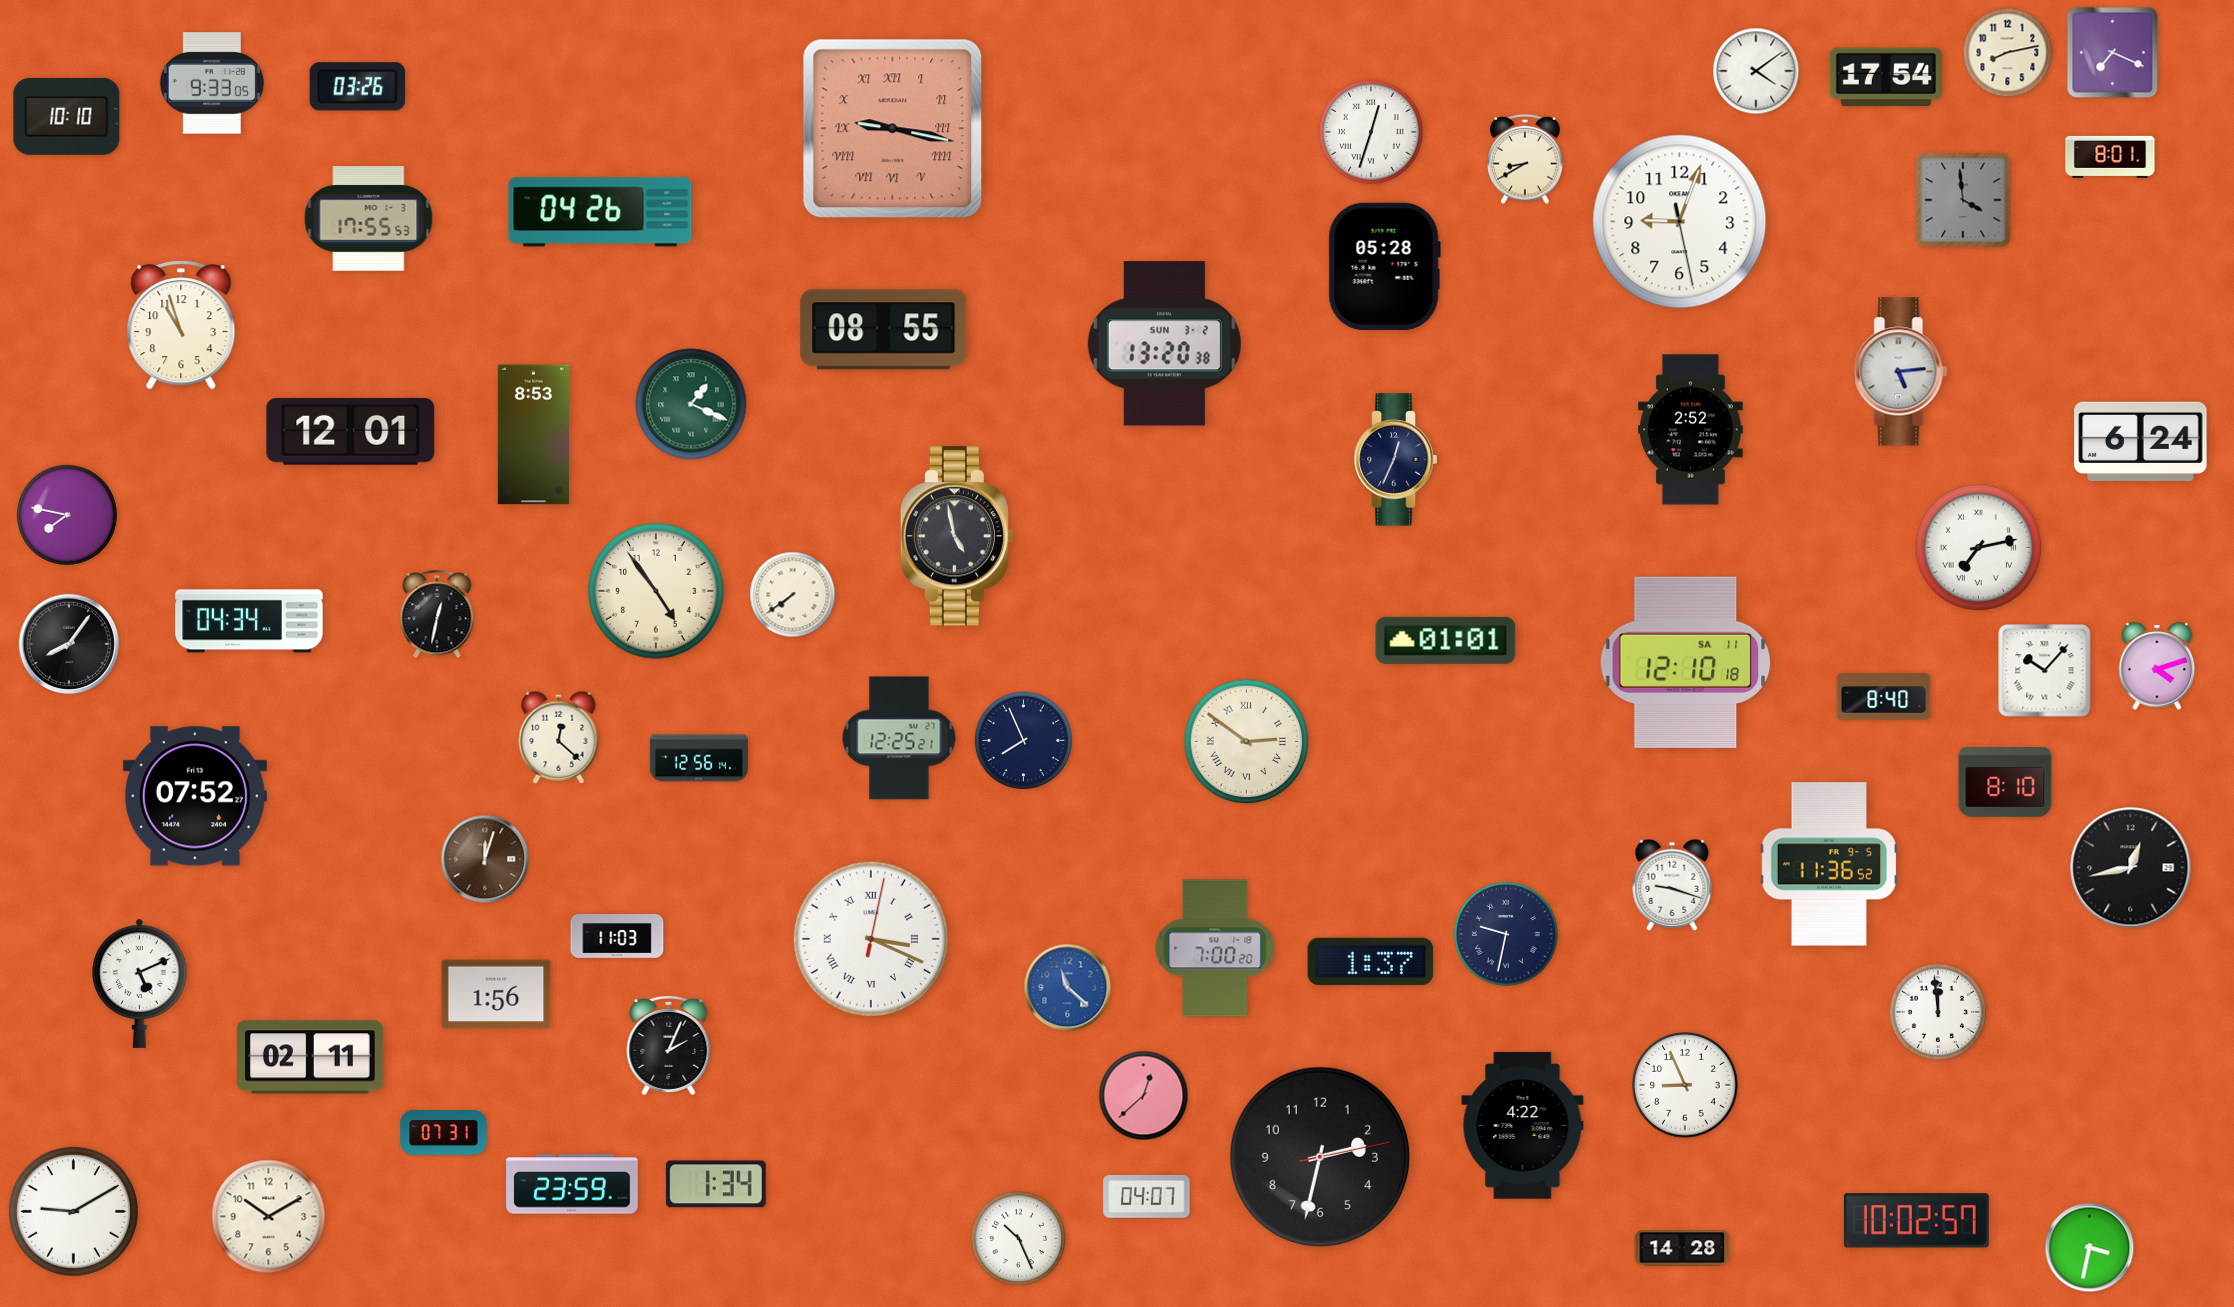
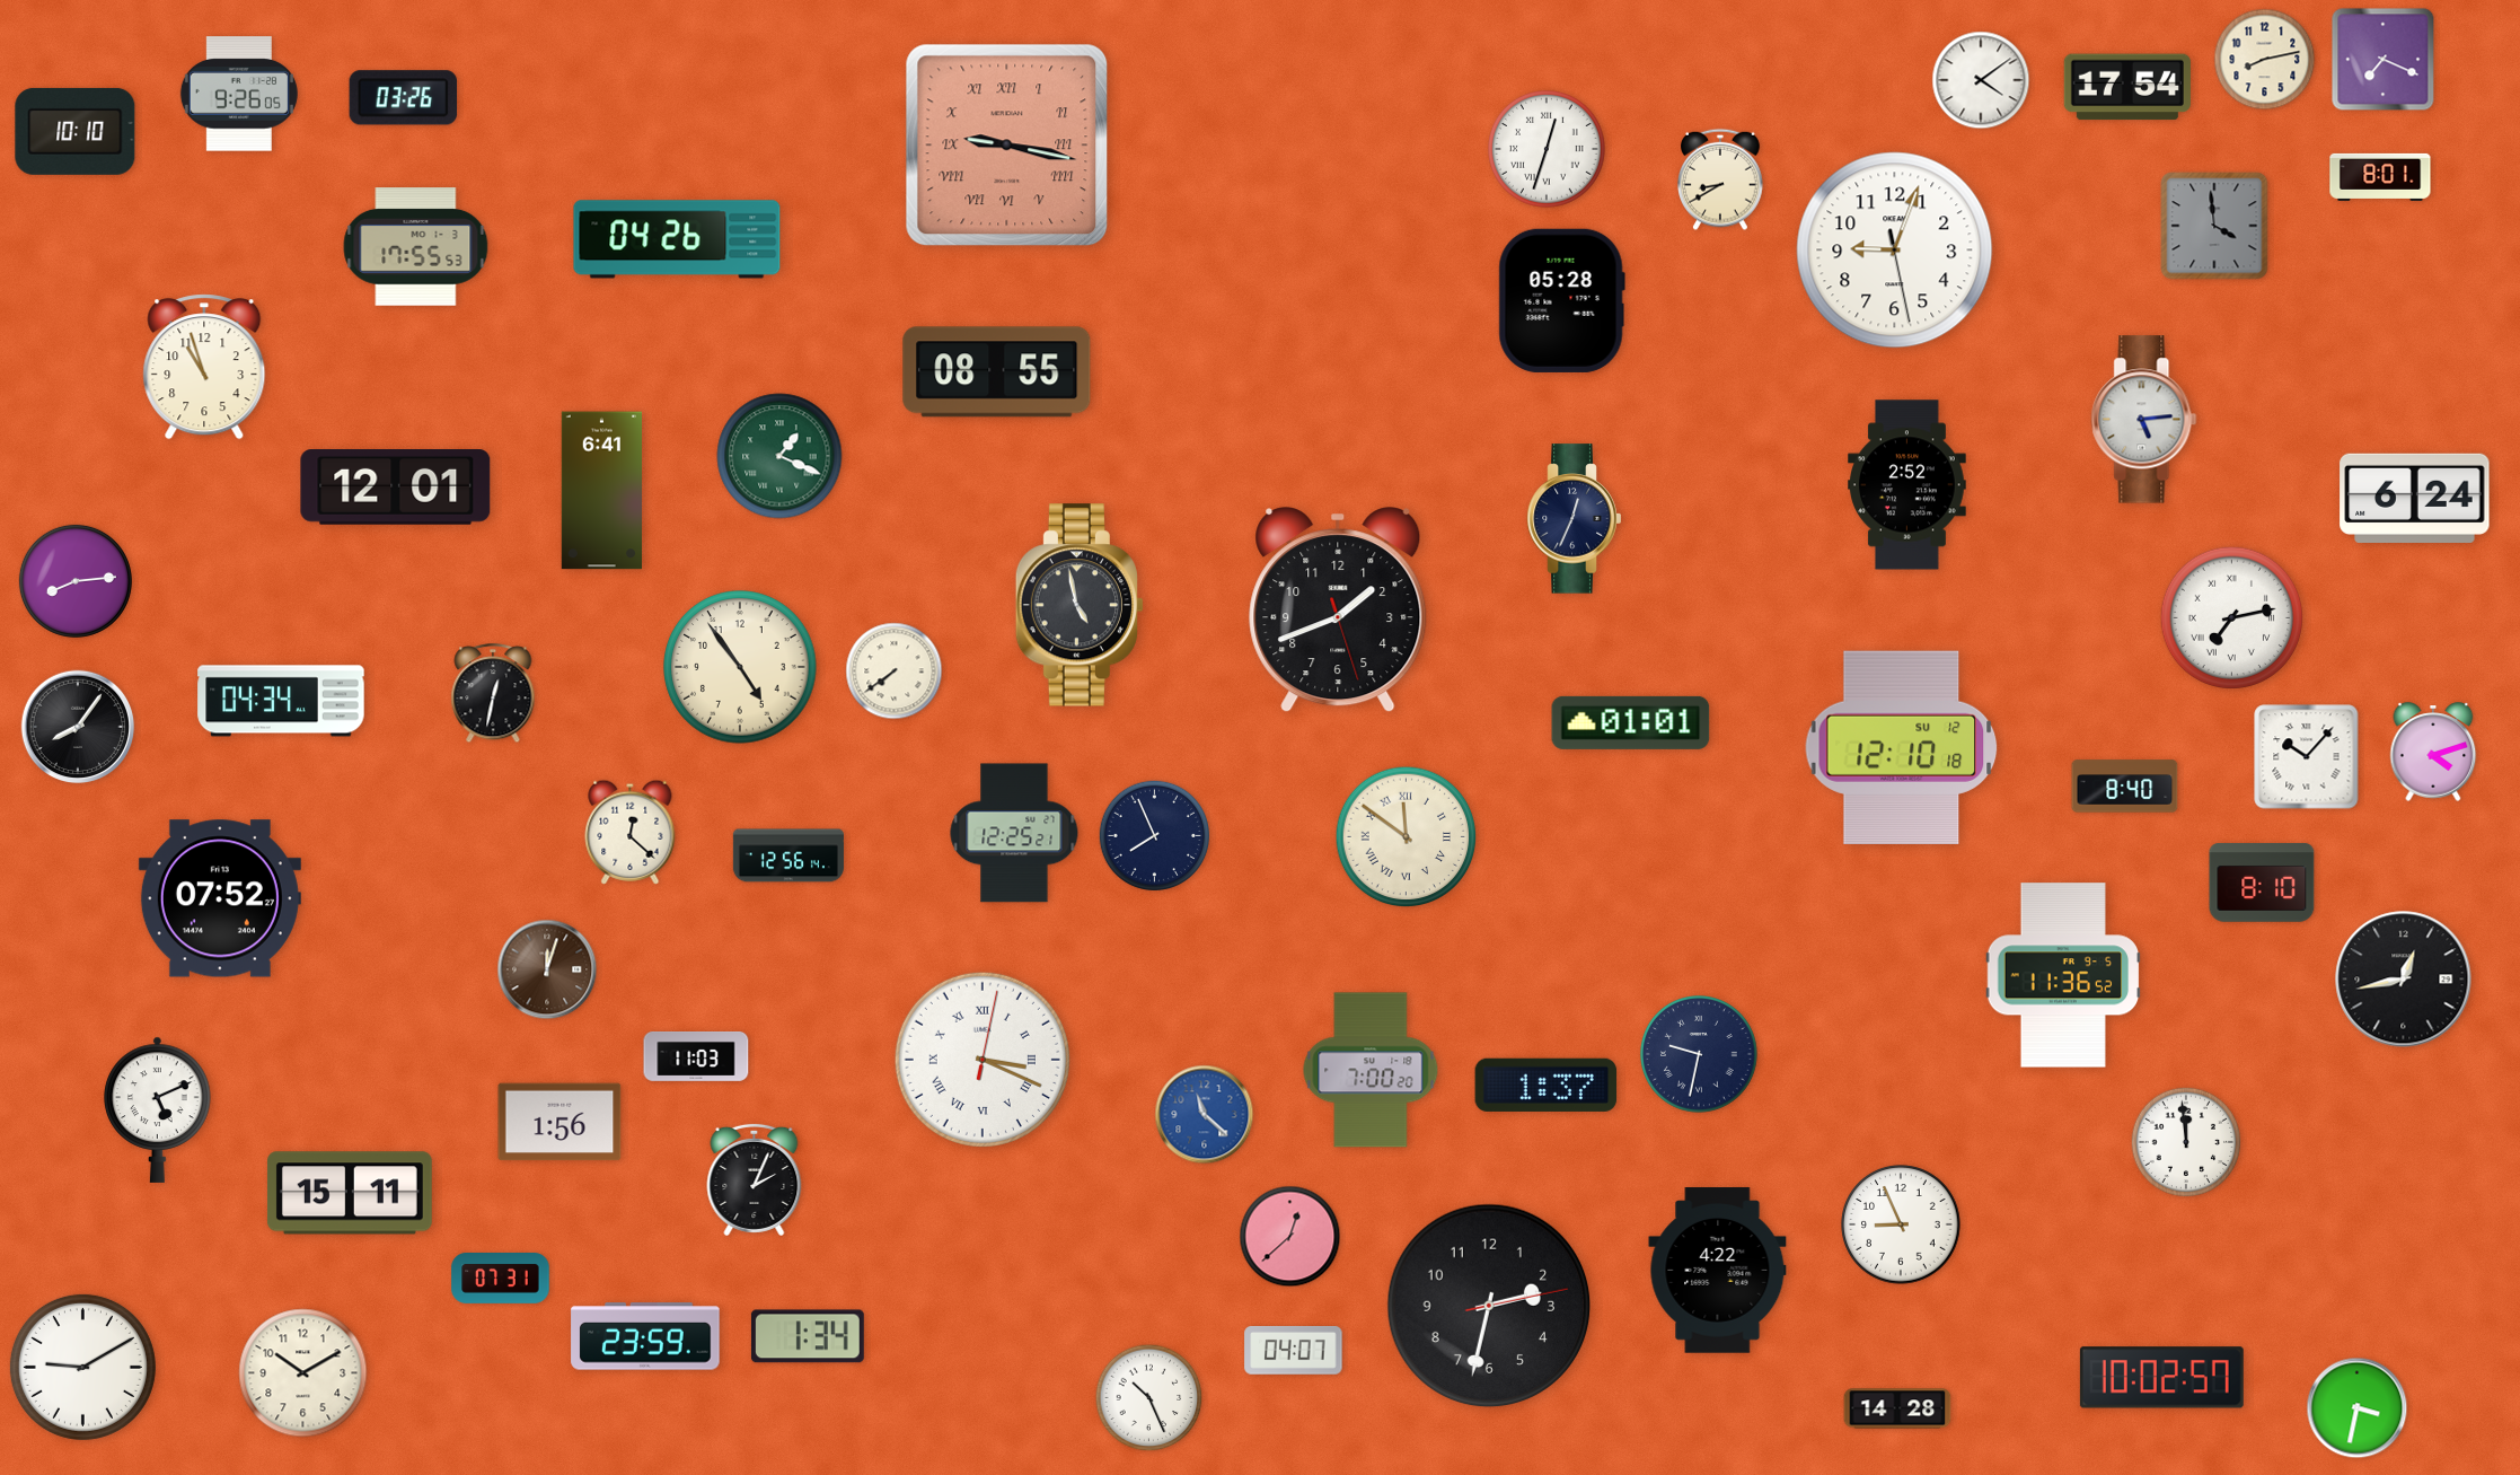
clock at (212, 83): 9:33 -> 9:26
clock at (1164, 344): 13:20 -> none
clock at (533, 435): 8:53 -> 6:41
clock at (67, 515): 7:47 -> 8:14
clock at (1338, 611): none -> 1:41
clock at (1686, 662) date: SA 11 -> SU 12
clock at (1247, 742): 2:51 -> 11:51
clock at (1672, 885): 9:18 -> none
clock at (310, 1057): 02:11 -> 15:11
